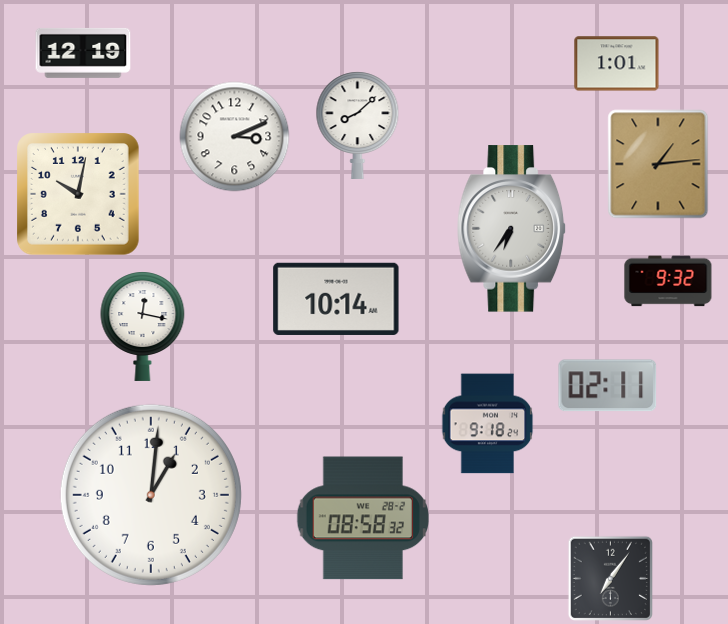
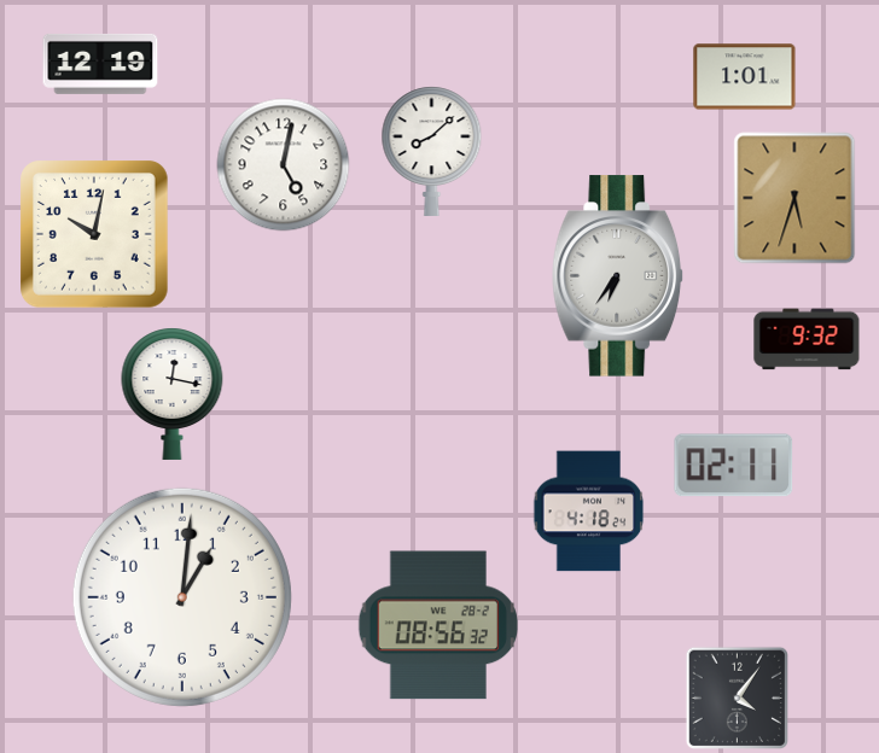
clock at (235, 137): 3:11 -> 5:02
clock at (658, 164): 1:14 -> 5:33
clock at (336, 299): 10:14 -> none
clock at (488, 424): 9:18 -> 4:18
clock at (363, 518): 08:58 -> 08:56
clock at (610, 578): 7:06 -> 4:06
